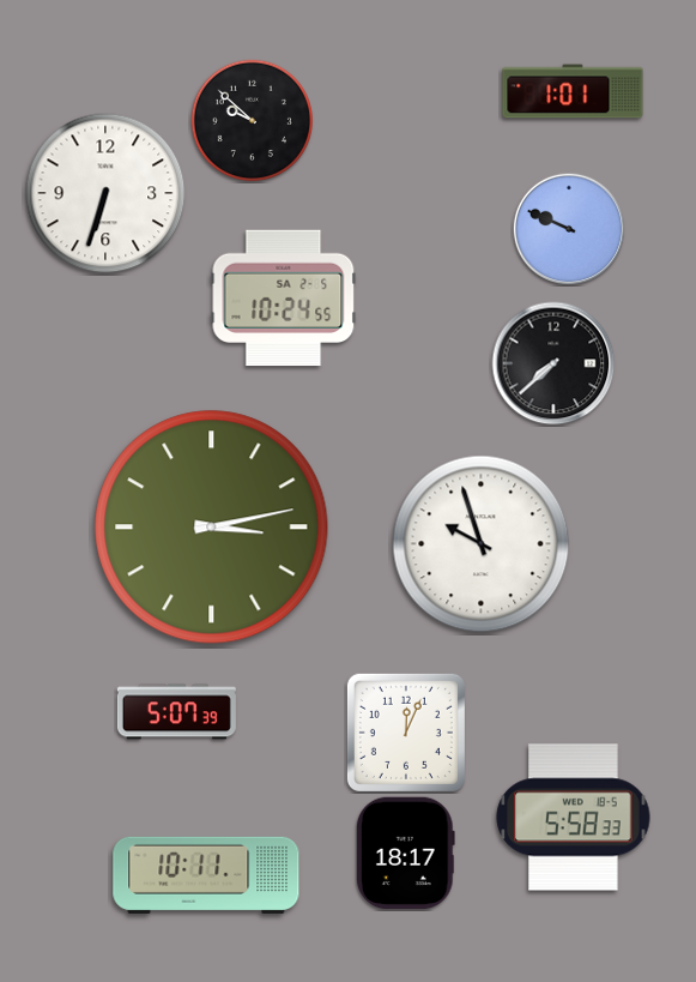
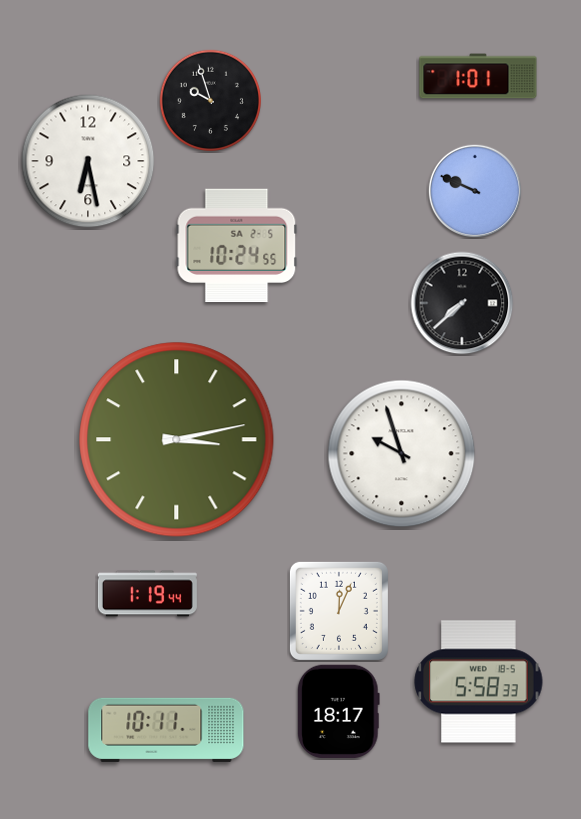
clock at (252, 120): 9:52 -> 9:57
clock at (105, 193): 6:33 -> 6:28
clock at (284, 299) position: (284, 299) -> (237, 246)
clock at (176, 712): 5:07 -> 1:19
clock at (206, 875) position: (206, 875) -> (166, 730)
